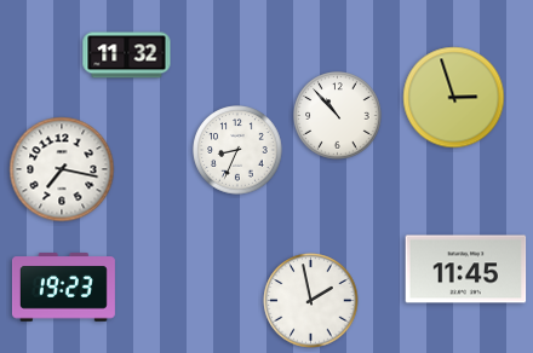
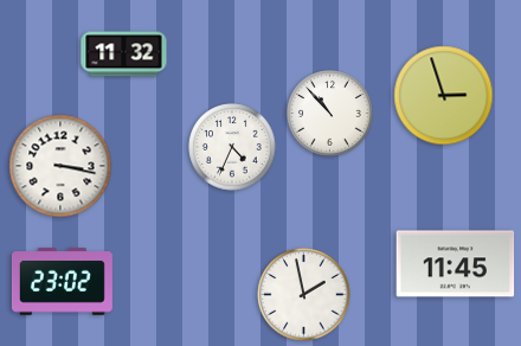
clock at (237, 150): 8:34 -> 4:34
clock at (62, 169): 7:17 -> 3:17
clock at (63, 288): 19:23 -> 23:02
